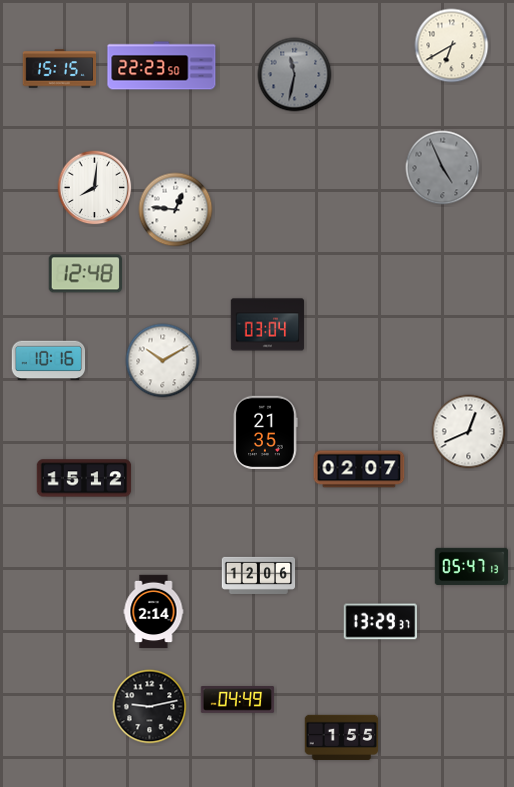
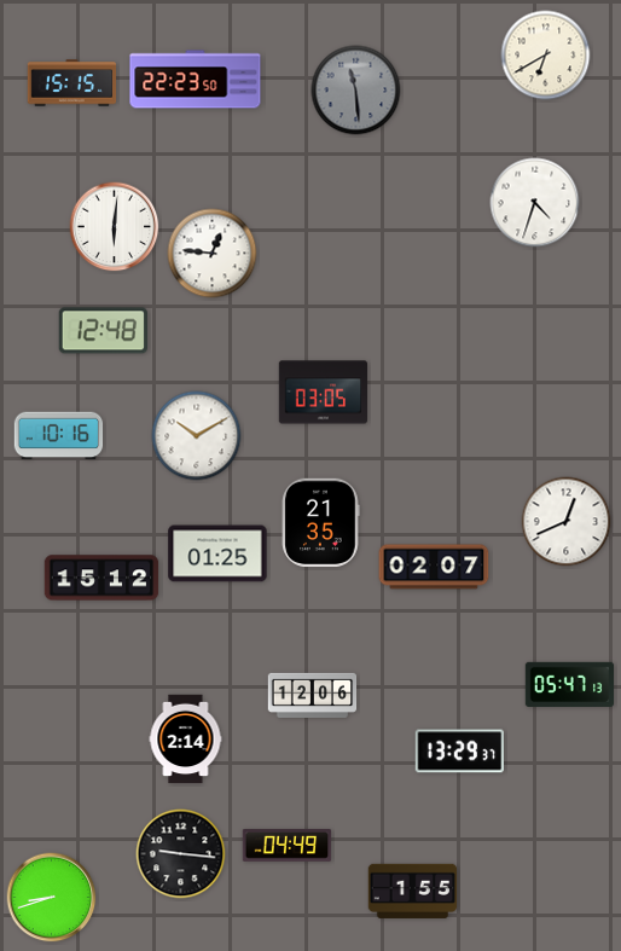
clock at (295, 75): 11:32 -> 11:29
clock at (443, 168): 4:56 -> 4:33
clock at (443, 168) dial: grey -> white
clock at (95, 188): 8:01 -> 6:01
clock at (268, 325): 03:04 -> 03:05
clock at (217, 553): none -> 01:25
clock at (150, 707): 9:13 -> 9:16
clock at (52, 898): none -> 8:42
